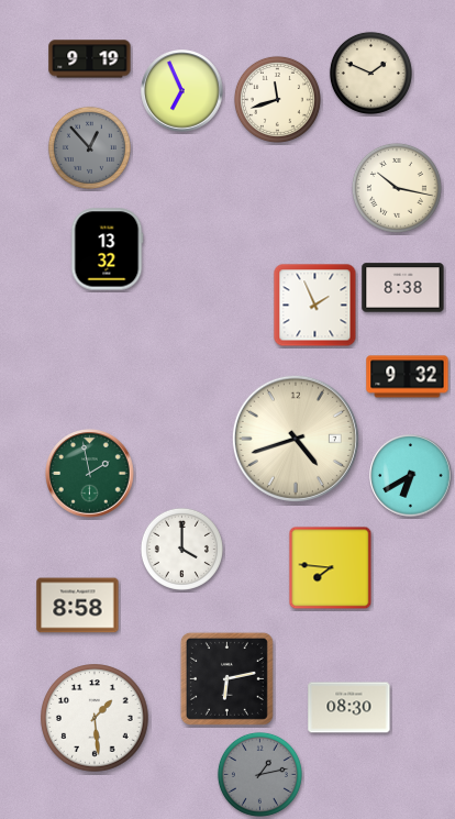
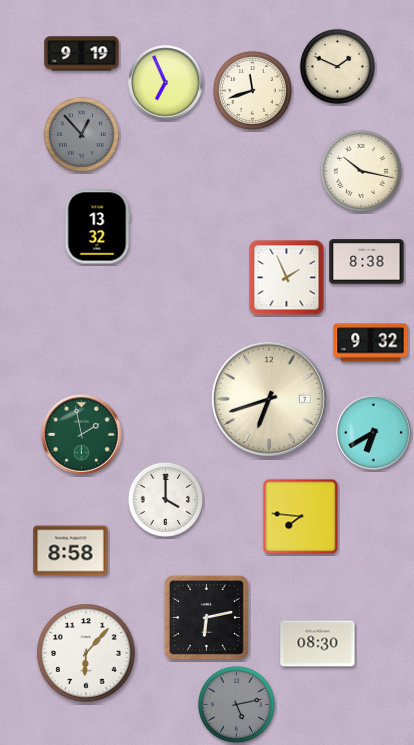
clock at (296, 439): 4:42 -> 6:42
clock at (90, 474) position: (90, 474) -> (82, 435)
clock at (95, 718): 1:29 -> 6:07
clock at (259, 774): 1:13 -> 5:13
